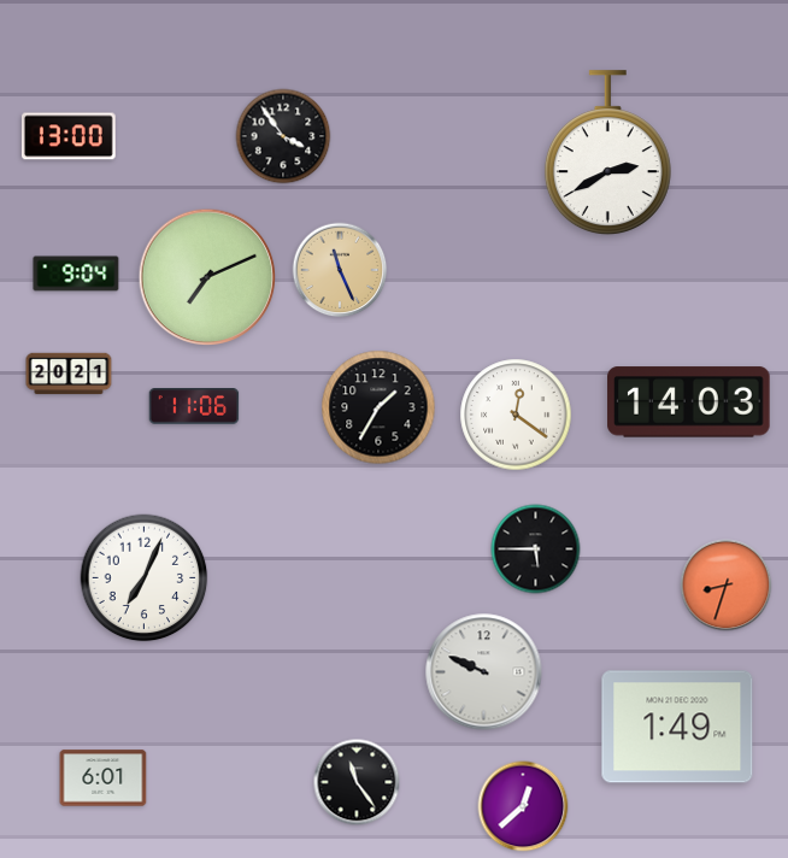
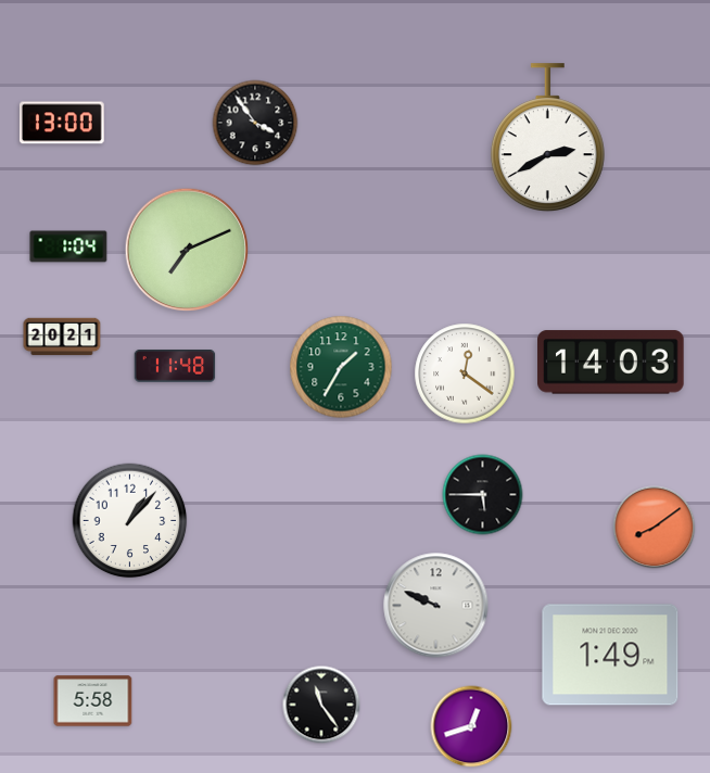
clock at (340, 270): 11:26 -> none
clock at (76, 274): 9:04 -> 1:04
clock at (689, 402) position: (689, 402) -> (611, 363)
clock at (194, 407): 11:06 -> 11:48
clock at (378, 407) dial: black -> green
clock at (145, 578): 7:04 -> 1:07
clock at (727, 586): 8:33 -> 8:09
clock at (104, 778): 6:01 -> 5:58
clock at (523, 806): 12:38 -> 12:42
